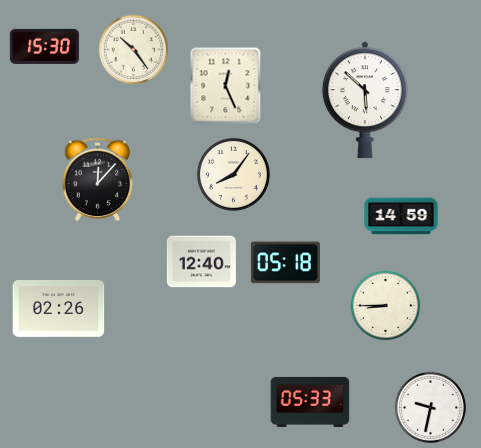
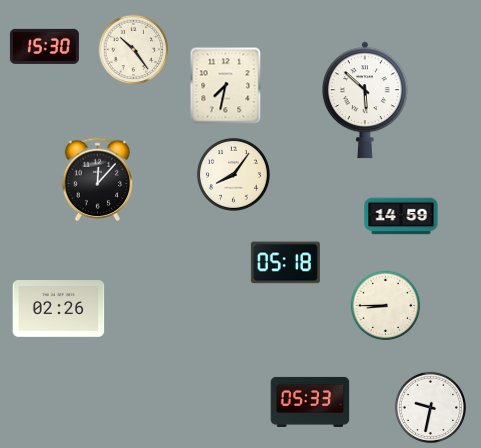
clock at (226, 86): 12:26 -> 7:32
clock at (201, 262): 12:40 -> none
